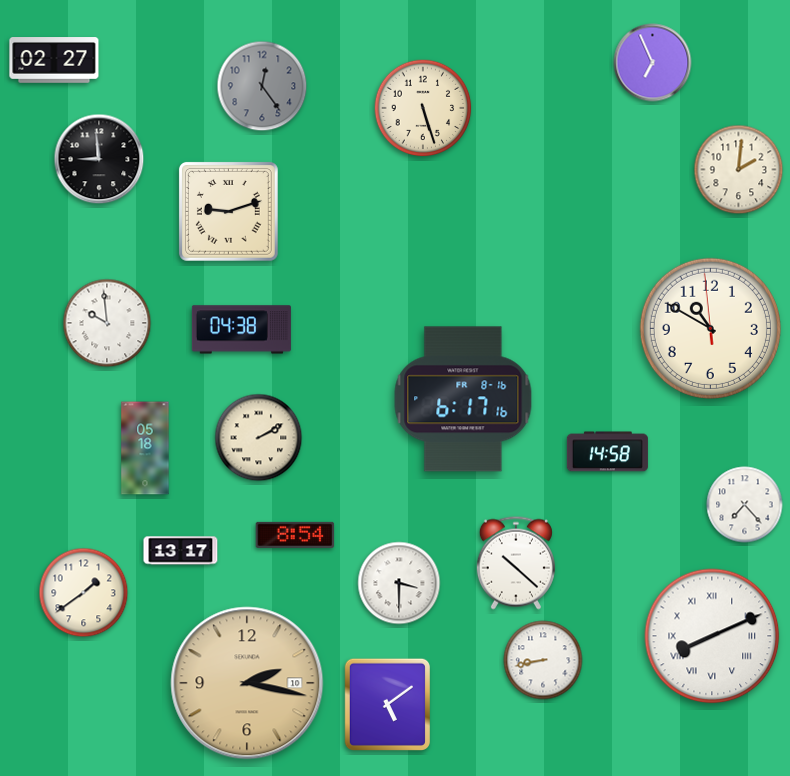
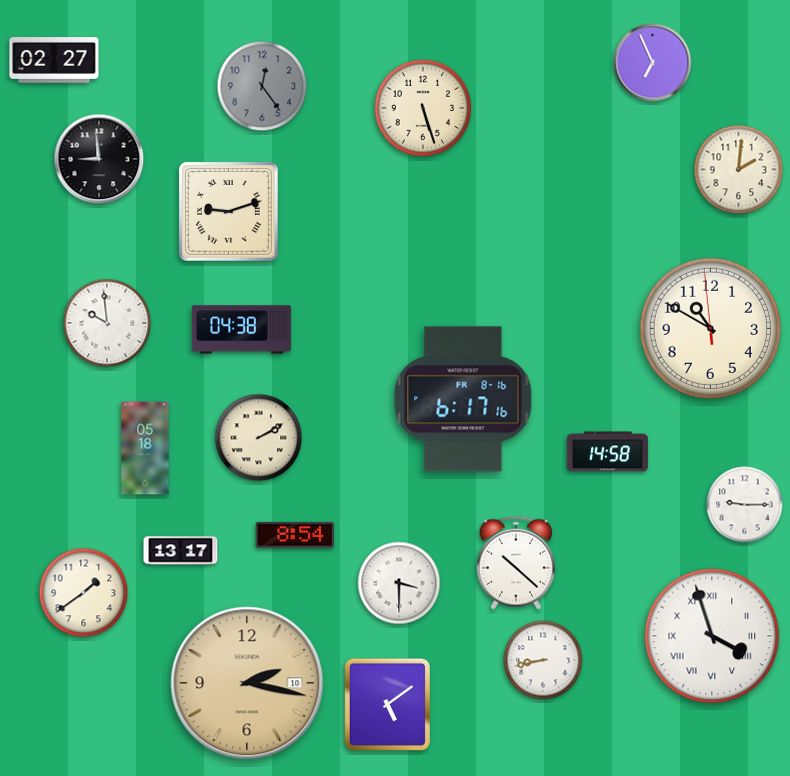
clock at (745, 505): 7:23 -> 9:15
clock at (712, 636): 8:11 -> 3:57
